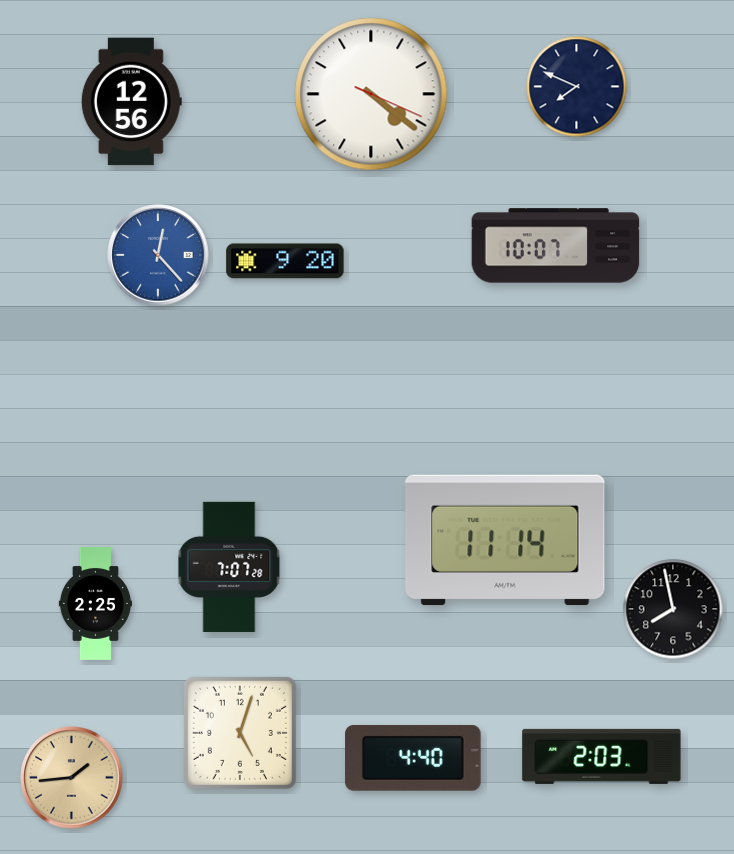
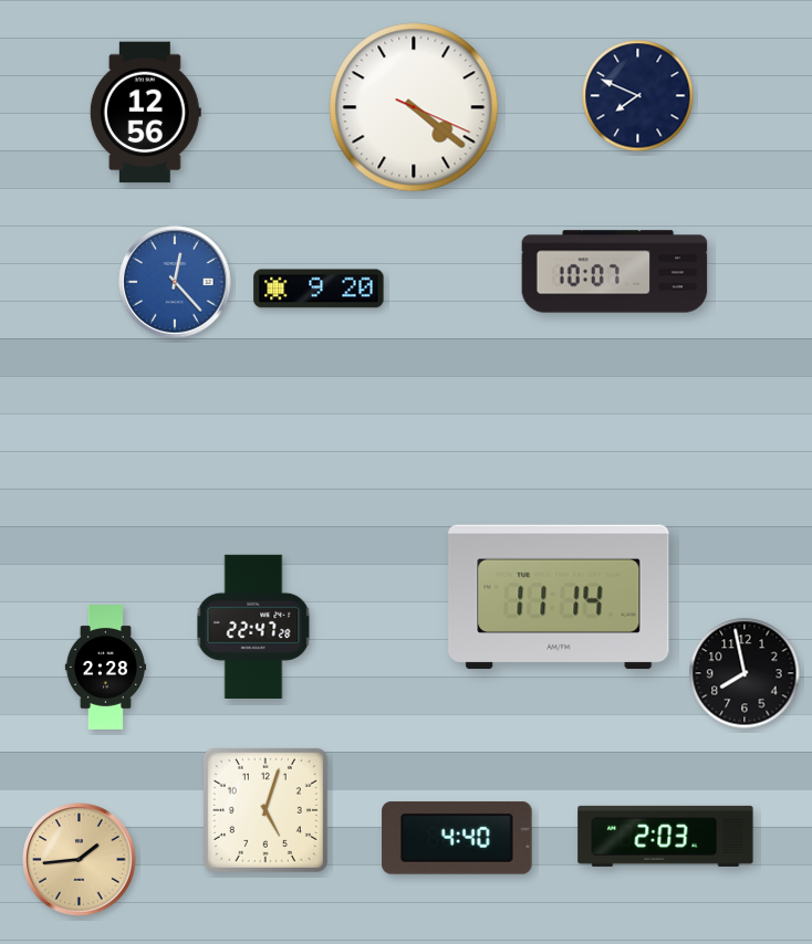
clock at (371, 94) position: (371, 94) -> (414, 107)
clock at (285, 261) position: (285, 261) -> (319, 289)
clock at (229, 567): 7:07 -> 22:47
clock at (95, 604): 2:25 -> 2:28
